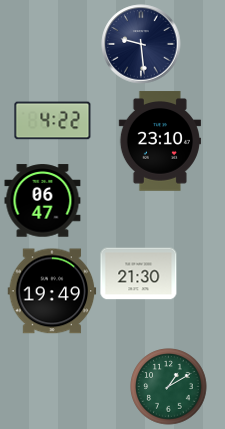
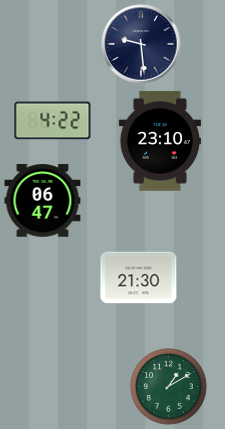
clock at (139, 274) position: (139, 274) -> (139, 278)
clock at (52, 291): 19:49 -> none
